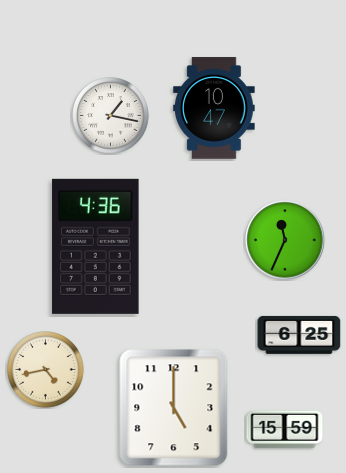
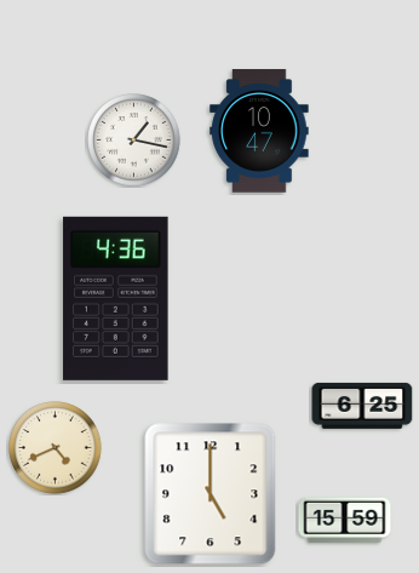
clock at (285, 240): 11:34 -> none
clock at (46, 370): 4:43 -> 4:41
